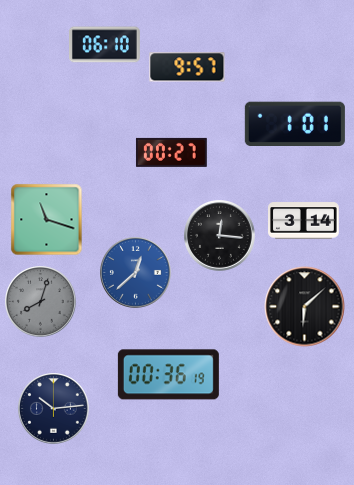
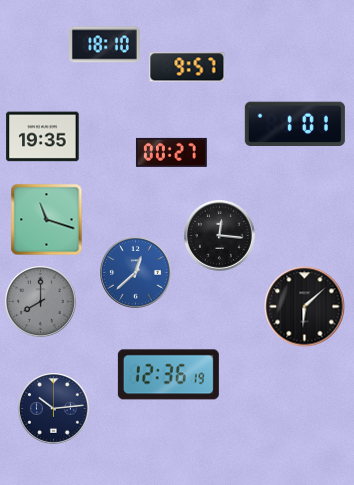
clock at (105, 45): 06:10 -> 18:10
clock at (43, 137): none -> 19:35
clock at (304, 221): 3:14 -> none
clock at (41, 302): 8:03 -> 8:00
clock at (168, 375): 00:36 -> 12:36
